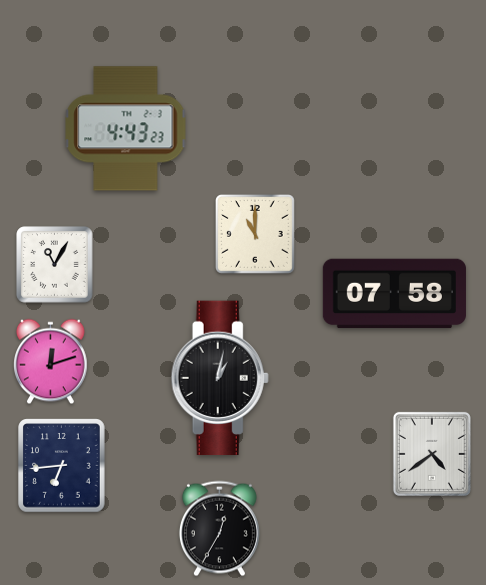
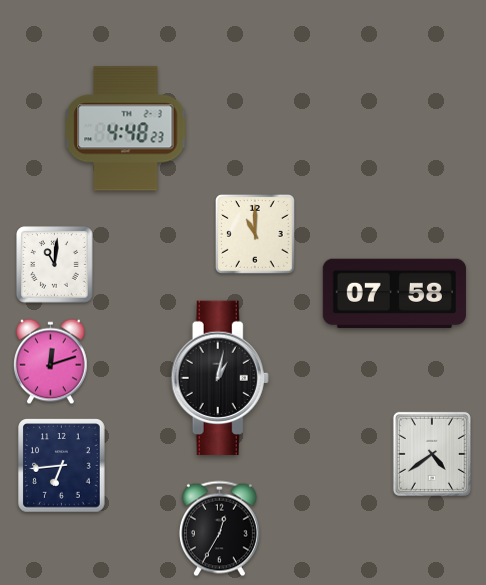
clock at (126, 129): 4:43 -> 4:48
clock at (55, 265): 11:05 -> 11:01
